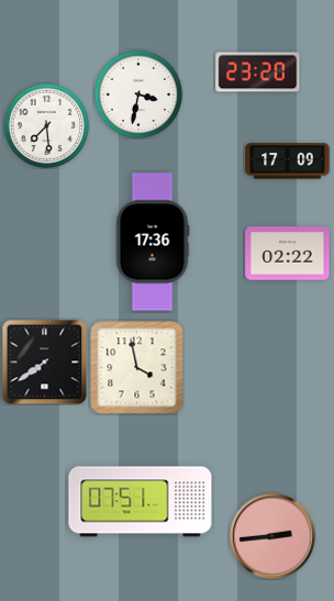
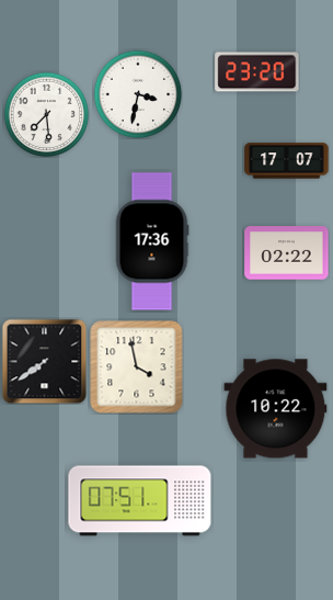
clock at (46, 125) position: (46, 125) -> (46, 114)
clock at (288, 162): 17:09 -> 17:07
clock at (276, 409): none -> 10:22
clock at (272, 536): 2:44 -> none
